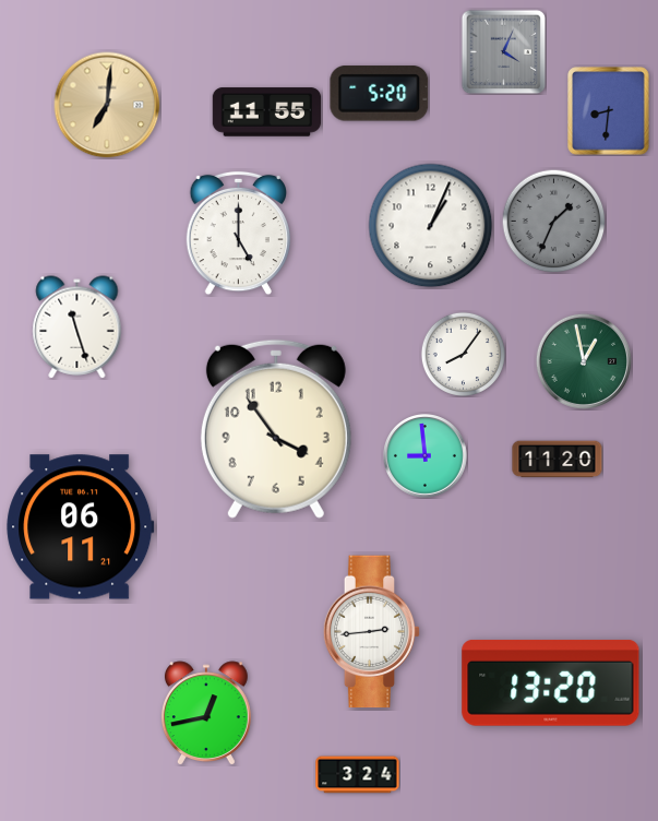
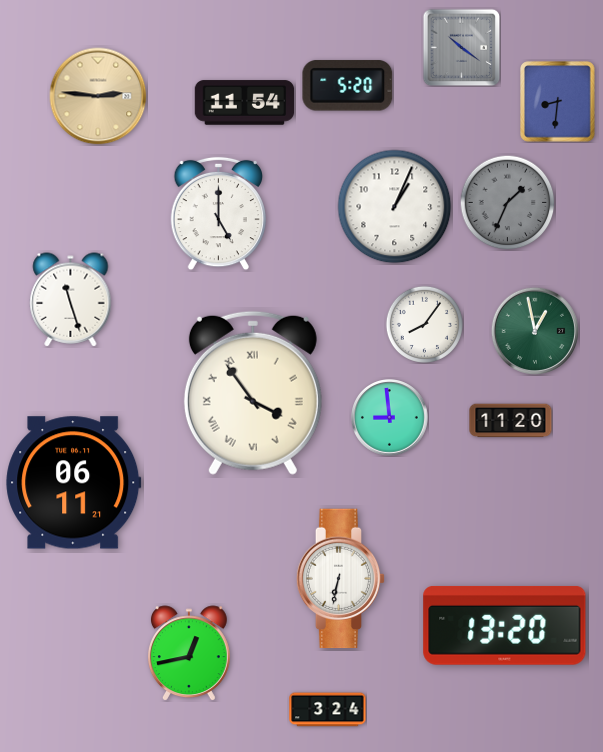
clock at (503, 51): 4:04 -> 10:21
clock at (107, 105): 7:01 -> 2:46
clock at (267, 112): 11:55 -> 11:54
clock at (276, 429) numerals: Arabic -> Roman
clock at (372, 632): 2:44 -> 6:32
